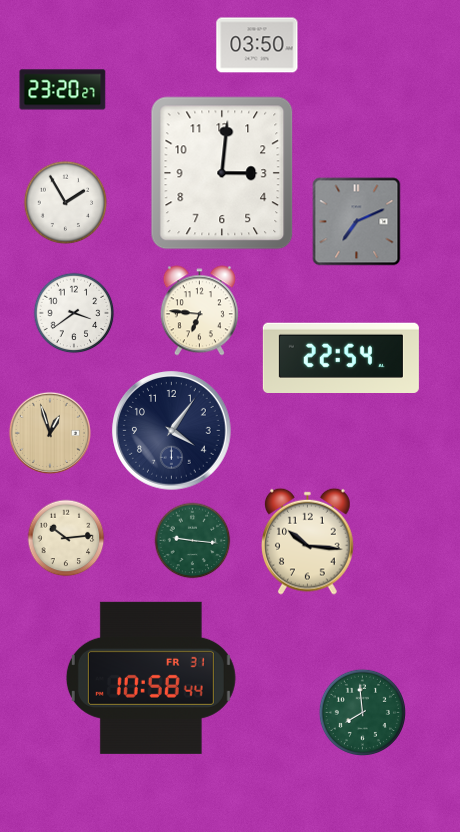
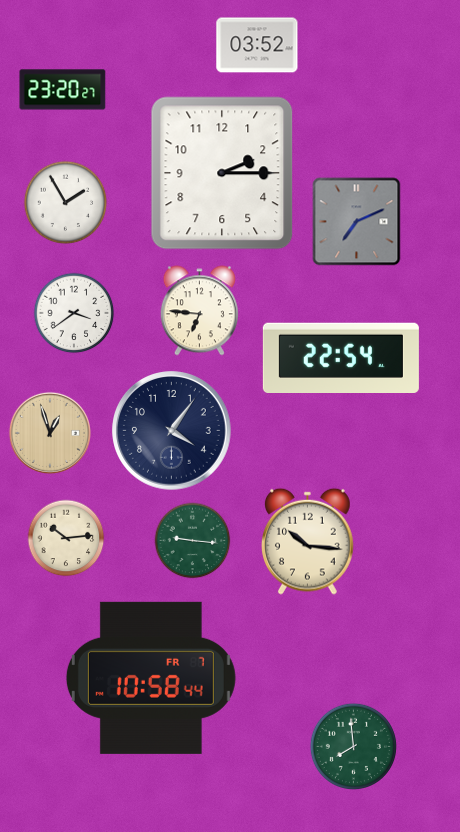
clock at (257, 45): 03:50 -> 03:52
clock at (222, 173): 3:01 -> 2:15
clock at (151, 678) date: FR 31 -> FR 7
clock at (362, 712) position: (362, 712) -> (353, 746)
